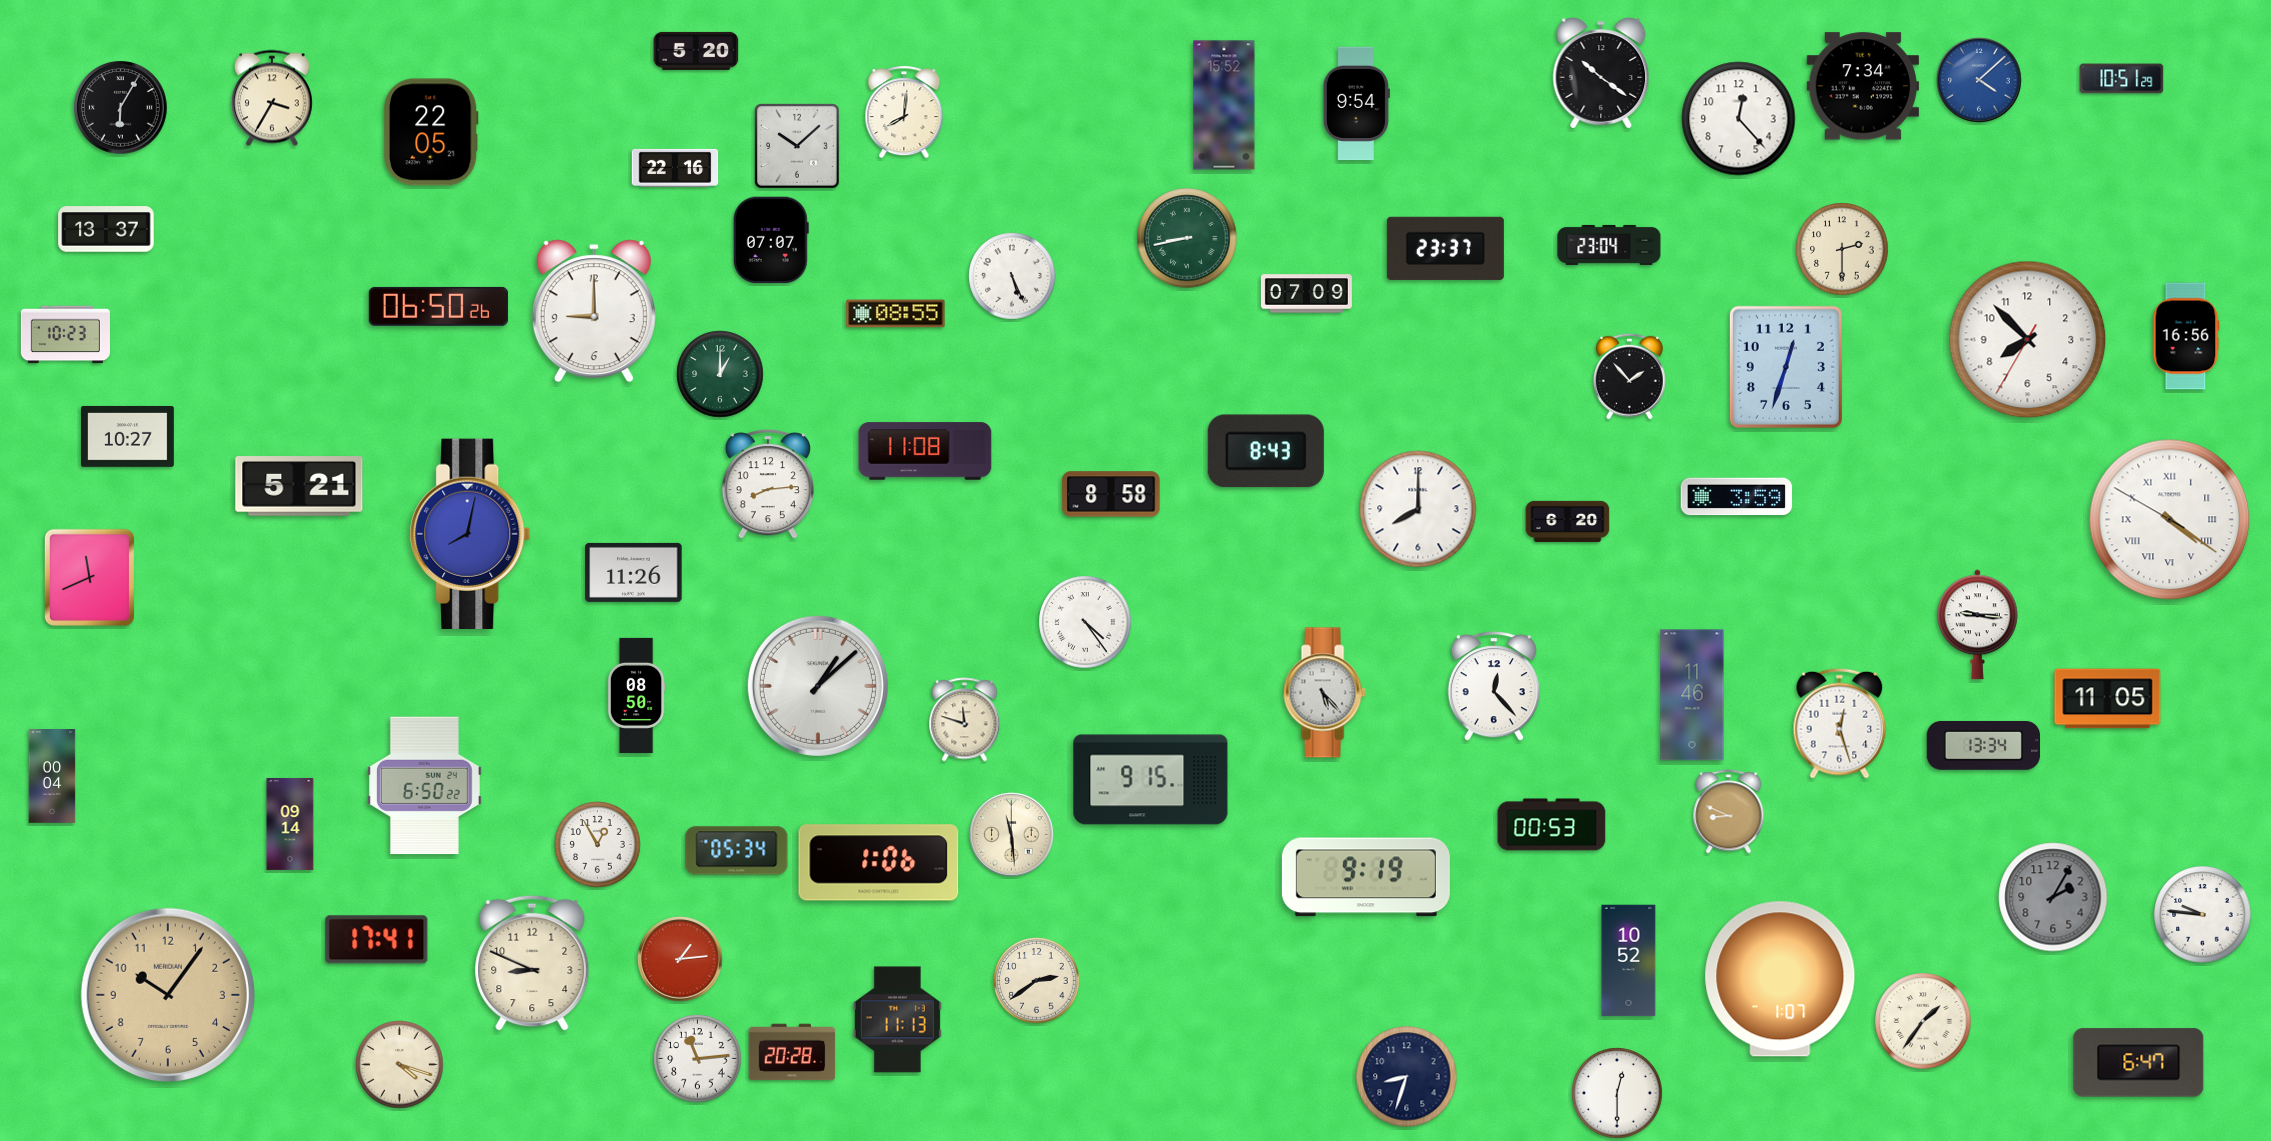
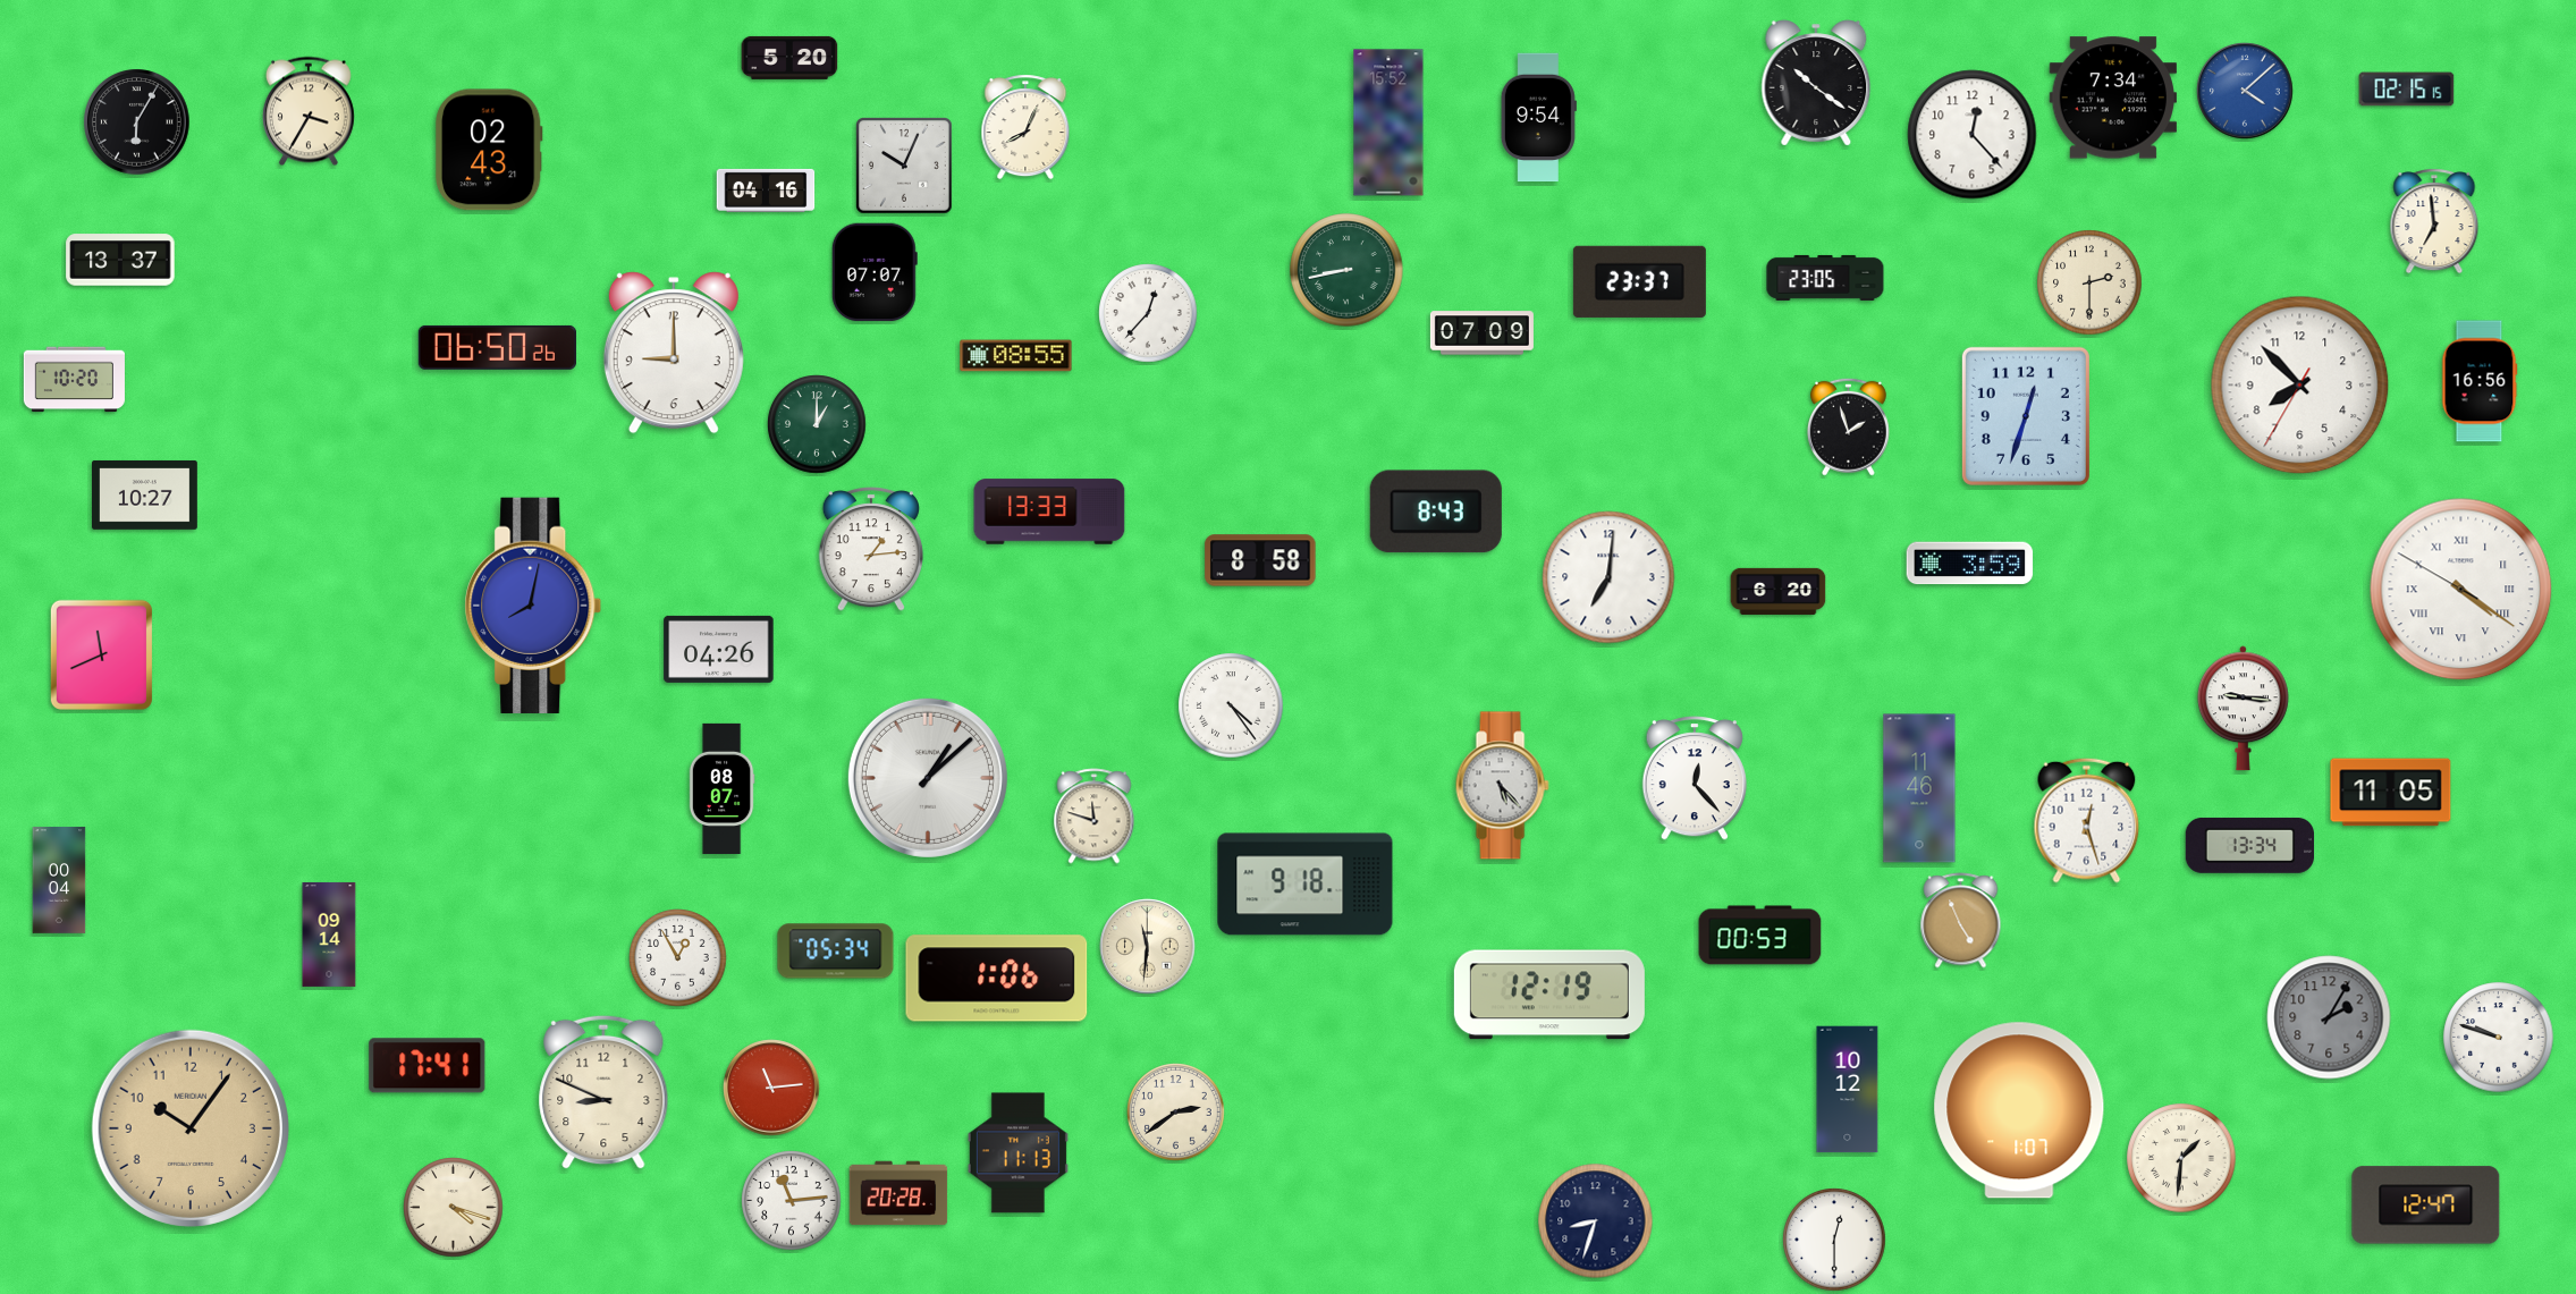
clock at (2122, 79): 10:51 -> 02:15
clock at (1224, 105) position: (1224, 105) -> (1388, 122)
clock at (904, 112): 8:01 -> 8:04
clock at (431, 132): 22:05 -> 02:43
clock at (797, 146): 10:08 -> 10:04
clock at (675, 168): 22:16 -> 04:16
clock at (2434, 221): none -> 6:59
clock at (1609, 245): 23:04 -> 23:05
clock at (1012, 276): 5:26 -> 12:37
clock at (65, 335): 10:23 -> 10:20
clock at (1629, 376): 1:53 -> 1:57
clock at (925, 451): 11:08 -> 13:33
clock at (768, 484): 8:14 -> 1:14
clock at (299, 486): 5:21 -> none
clock at (1418, 509): 8:00 -> 7:01
clock at (634, 572): 11:26 -> 04:26
clock at (636, 695): 08:50 -> 08:07
clock at (1151, 780): 9:15 -> 9:18
clock at (424, 786): 6:50 -> none
clock at (1729, 812): 8:49 -> 4:56
clock at (1012, 835): 11:29 -> 11:31
clock at (737, 851) position: (737, 851) -> (836, 952)
clock at (1366, 877): 9:19 -> 12:19
clock at (2203, 915): 9:46 -> 9:48
clock at (680, 959): 1:14 -> 11:14
clock at (1629, 961): 10:52 -> 10:12
clock at (897, 1020) position: (897, 1020) -> (1017, 1153)
clock at (1923, 1021): 1:36 -> 1:31
clock at (2139, 1063): 6:47 -> 12:47
